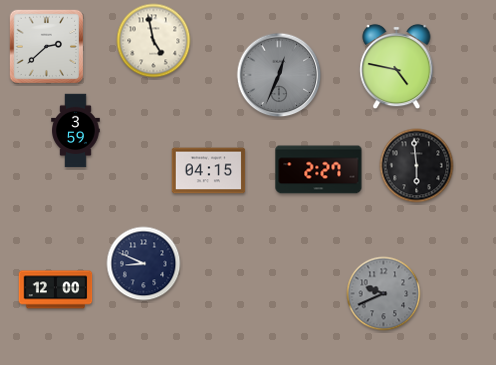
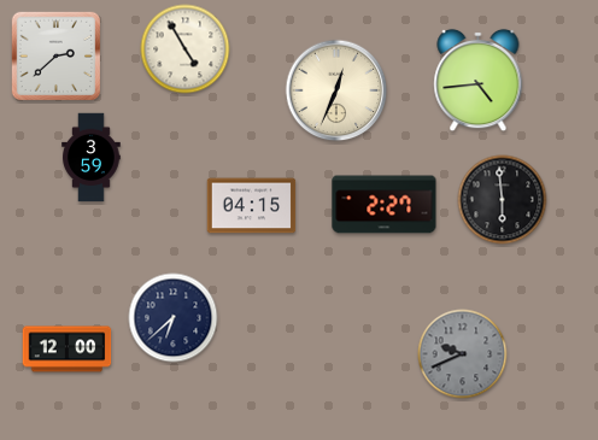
clock at (154, 41): 4:58 -> 4:55
clock at (397, 67): 4:47 -> 4:44
clock at (279, 75) dial: grey -> cream
clock at (144, 264): 8:49 -> 6:38
